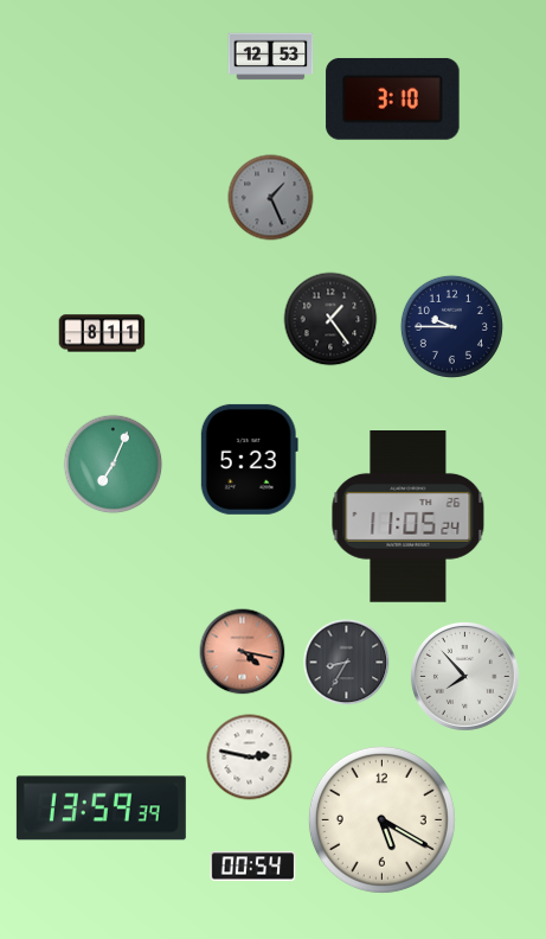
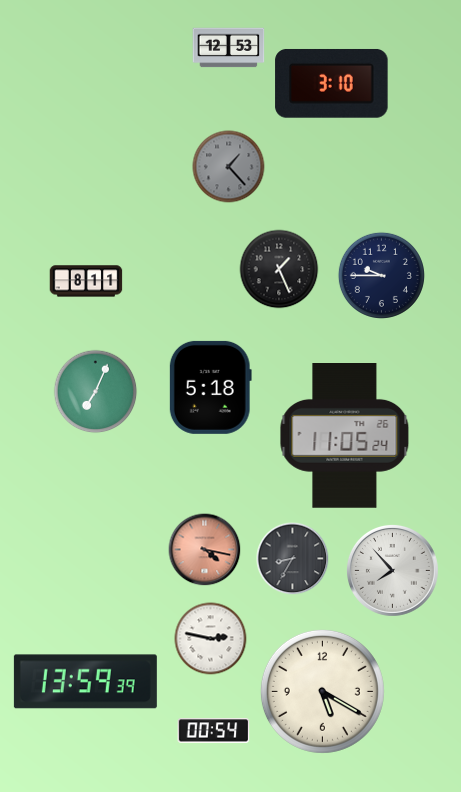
clock at (271, 198): 1:26 -> 1:23
clock at (330, 319): 1:24 -> 1:26
clock at (249, 459): 5:23 -> 5:18
